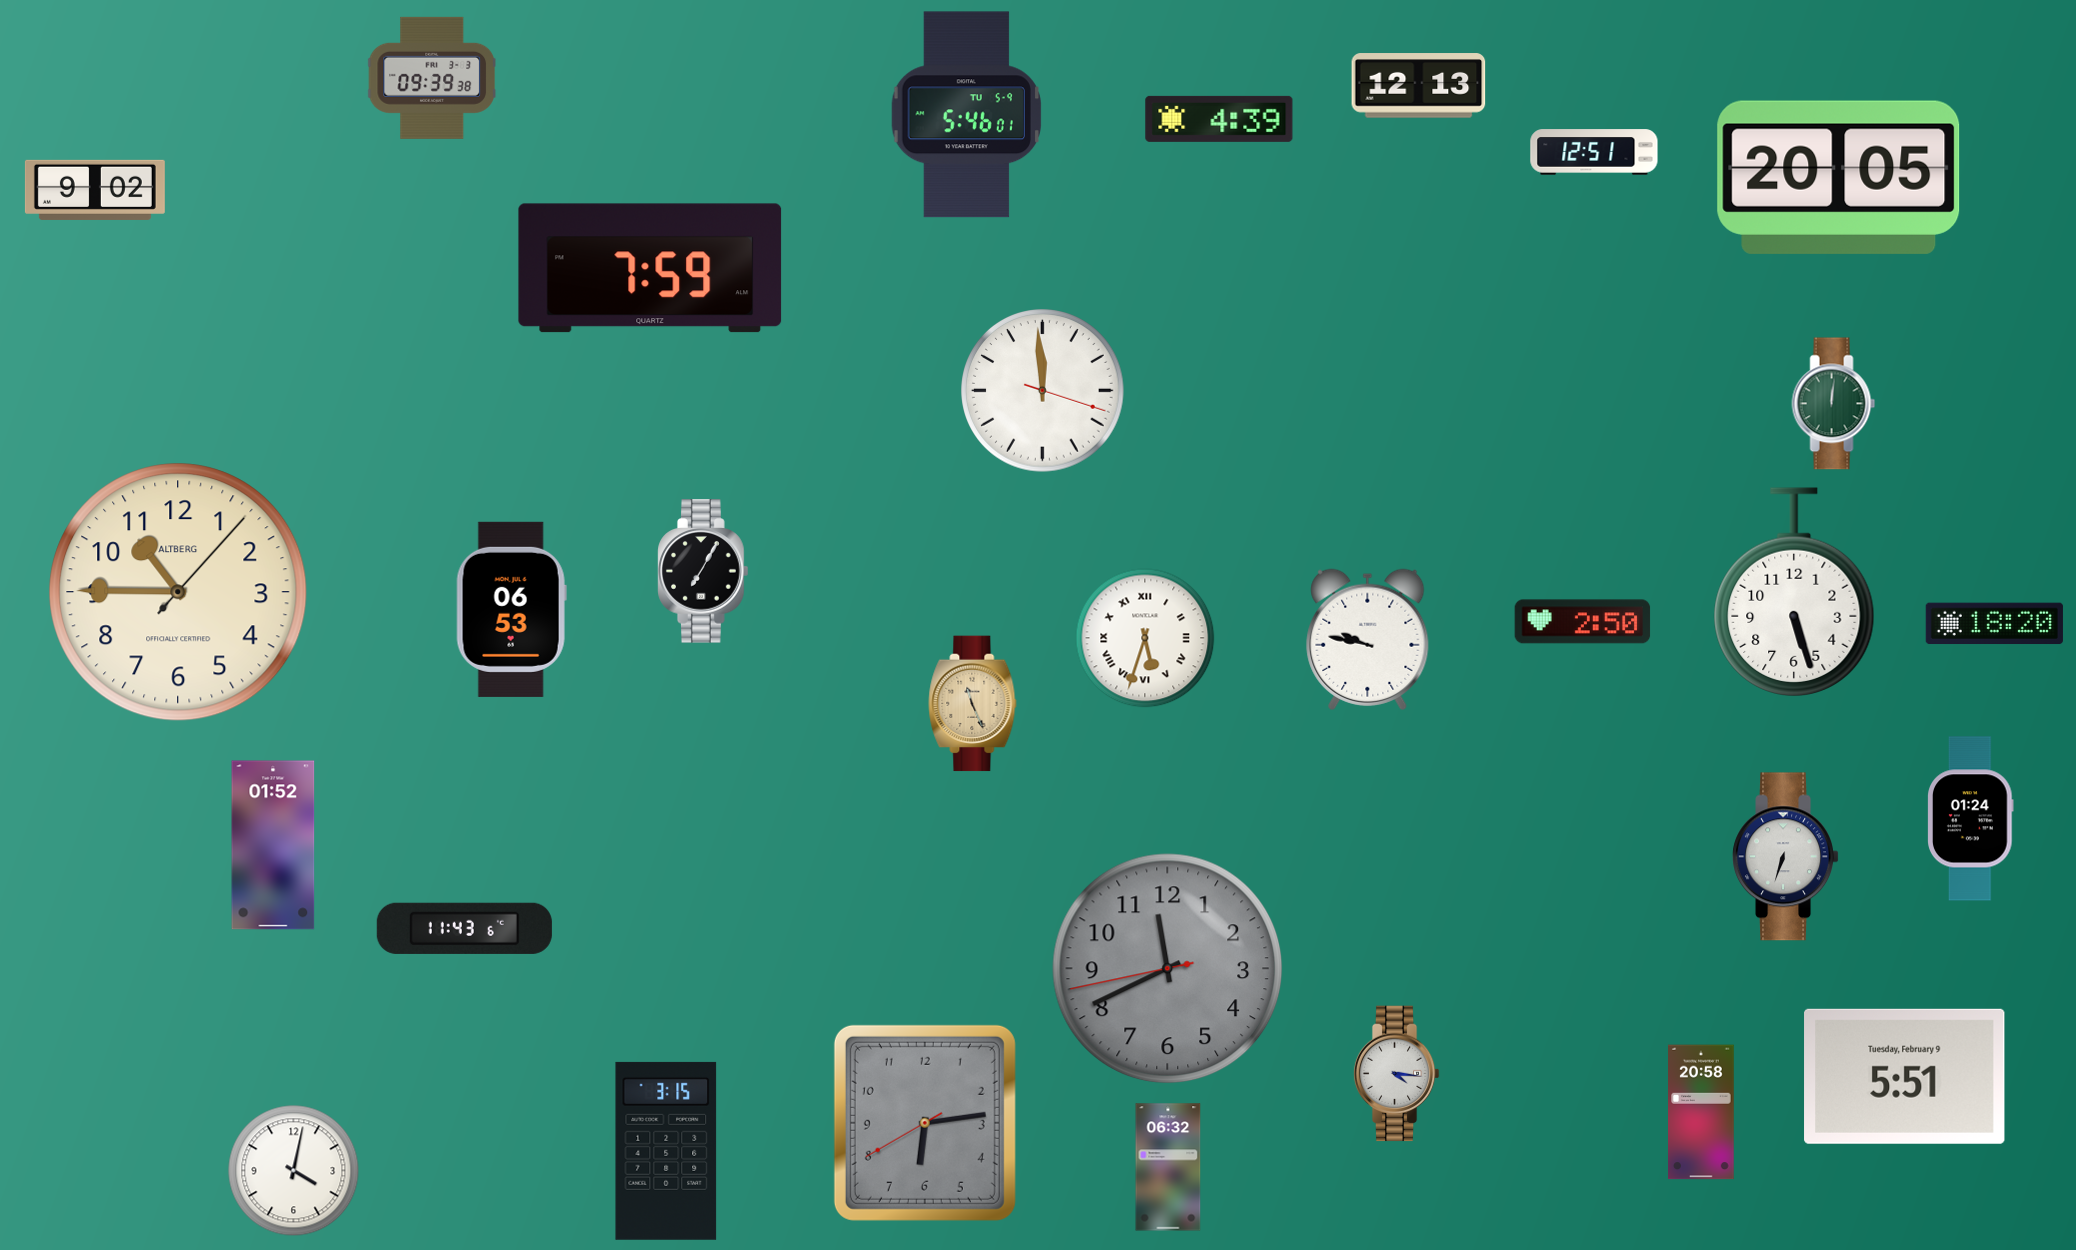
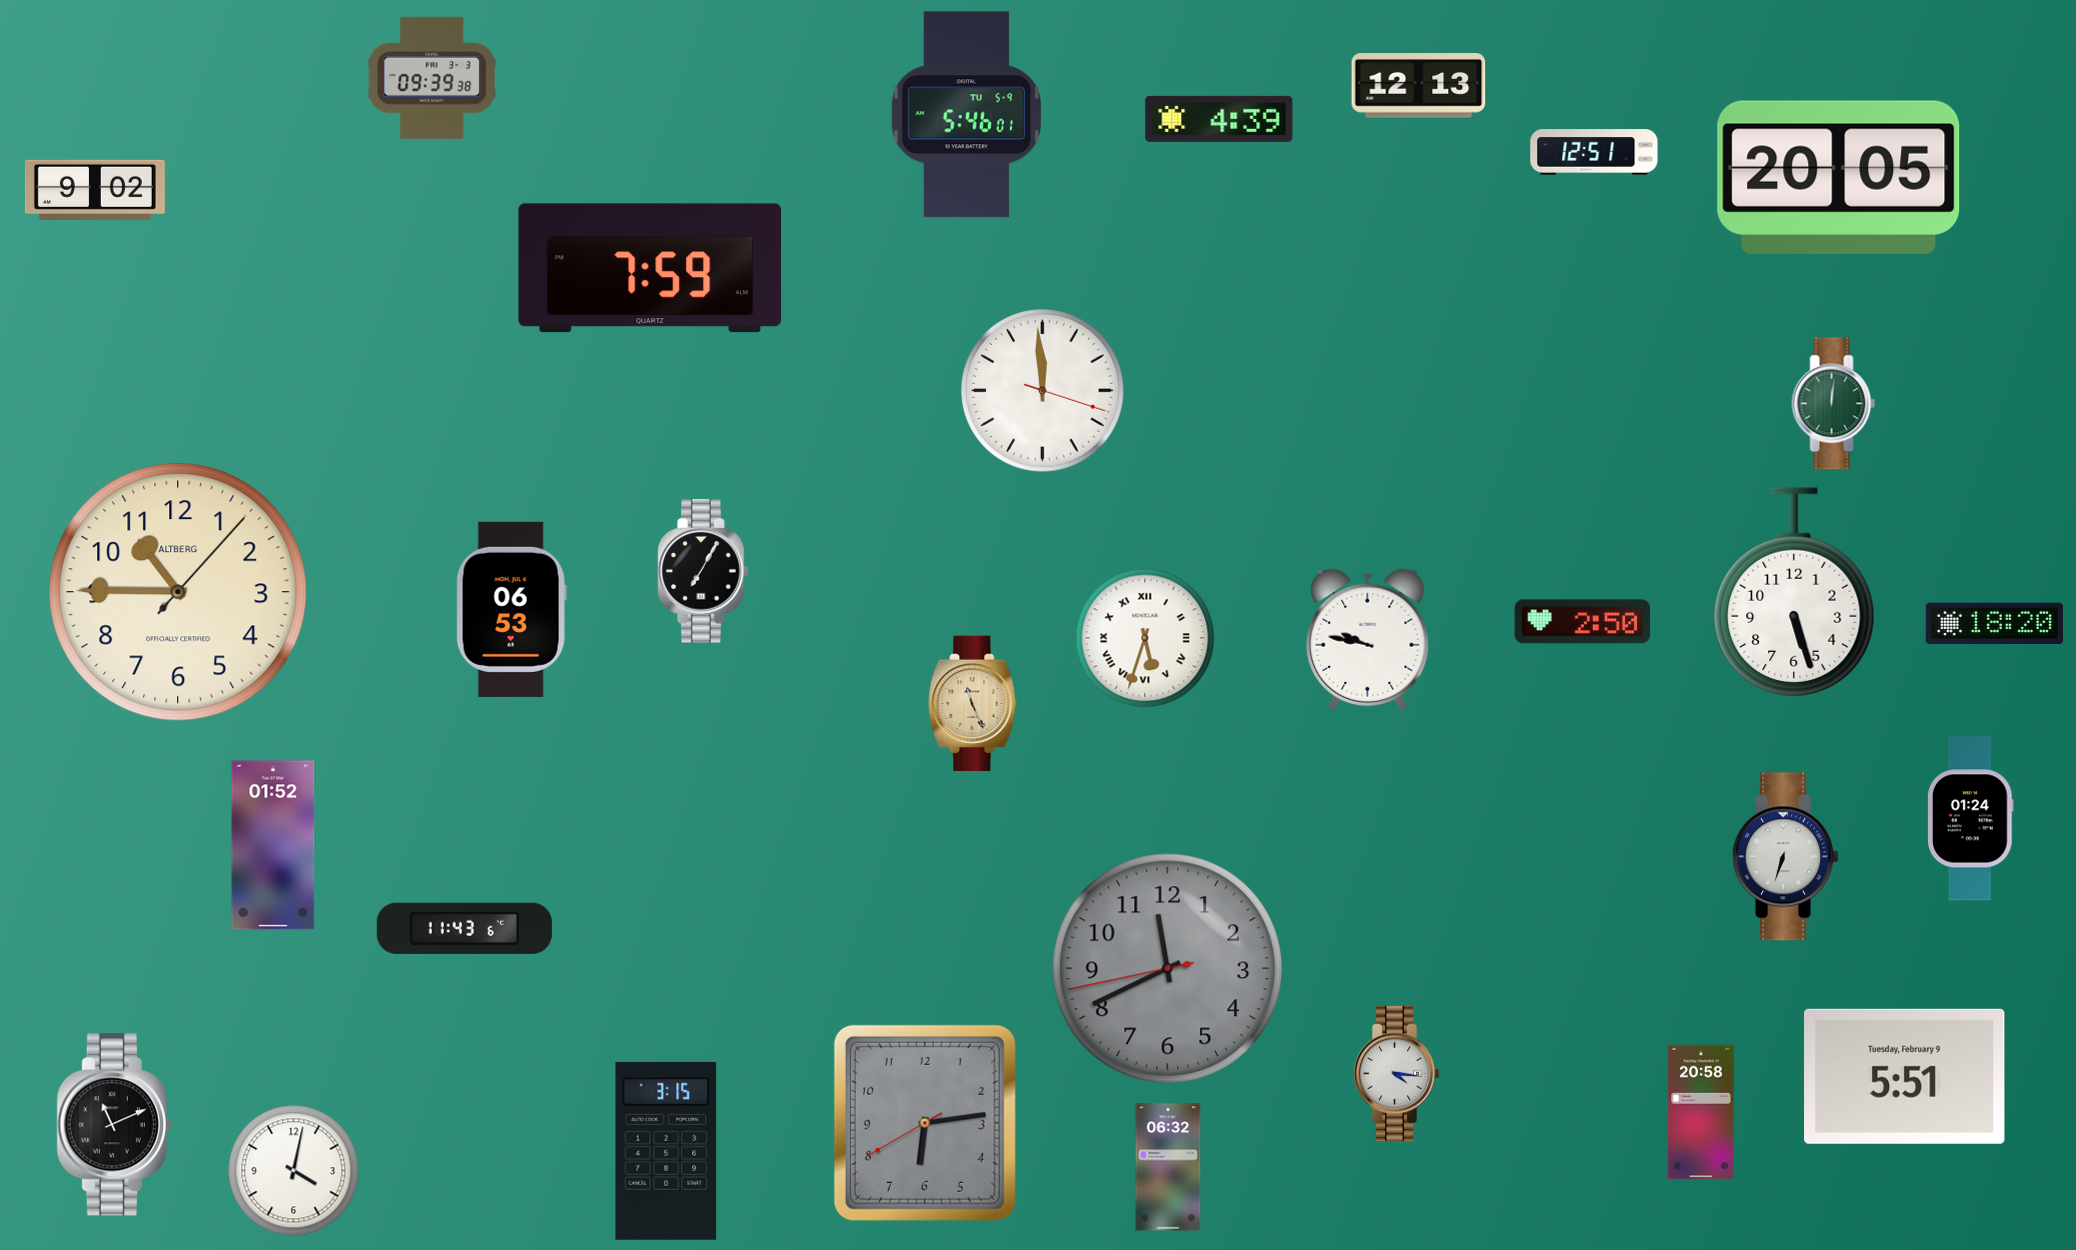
clock at (114, 1125): none -> 11:11
